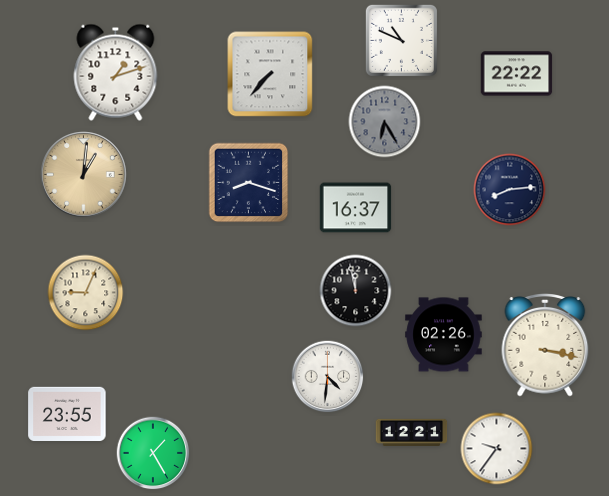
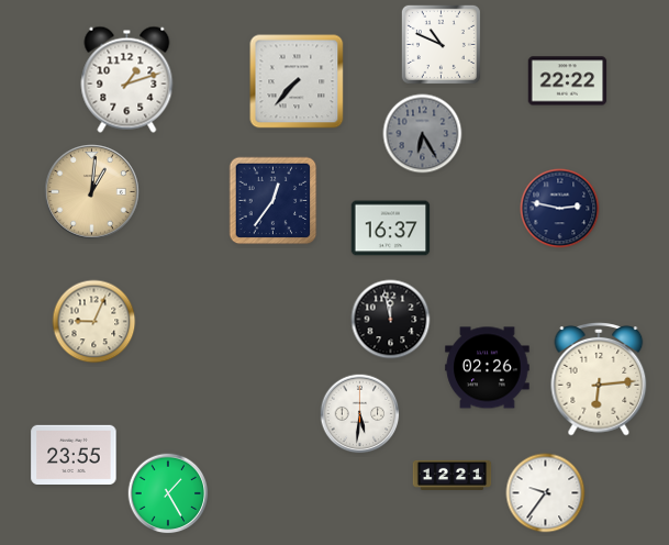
clock at (249, 183): 8:18 -> 12:36
clock at (510, 190): 8:14 -> 2:47
clock at (545, 346): 3:17 -> 6:14
clock at (328, 377): 4:31 -> 5:31
clock at (153, 453) position: (153, 453) -> (168, 493)
